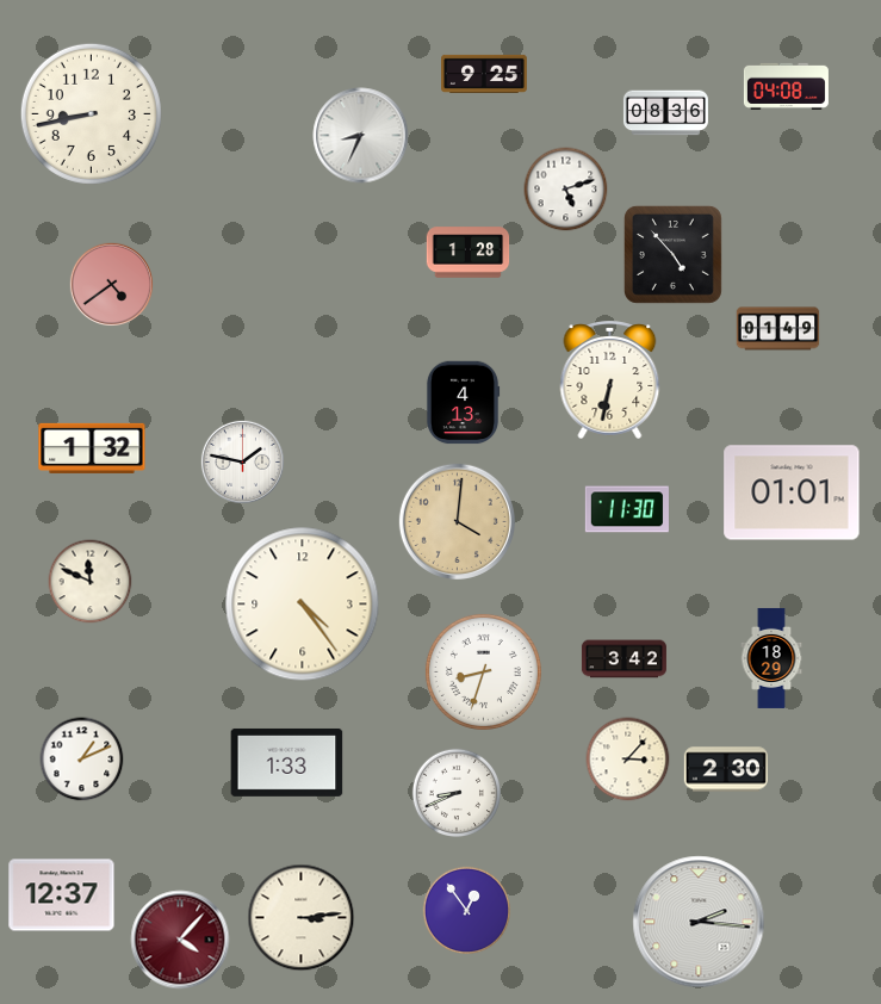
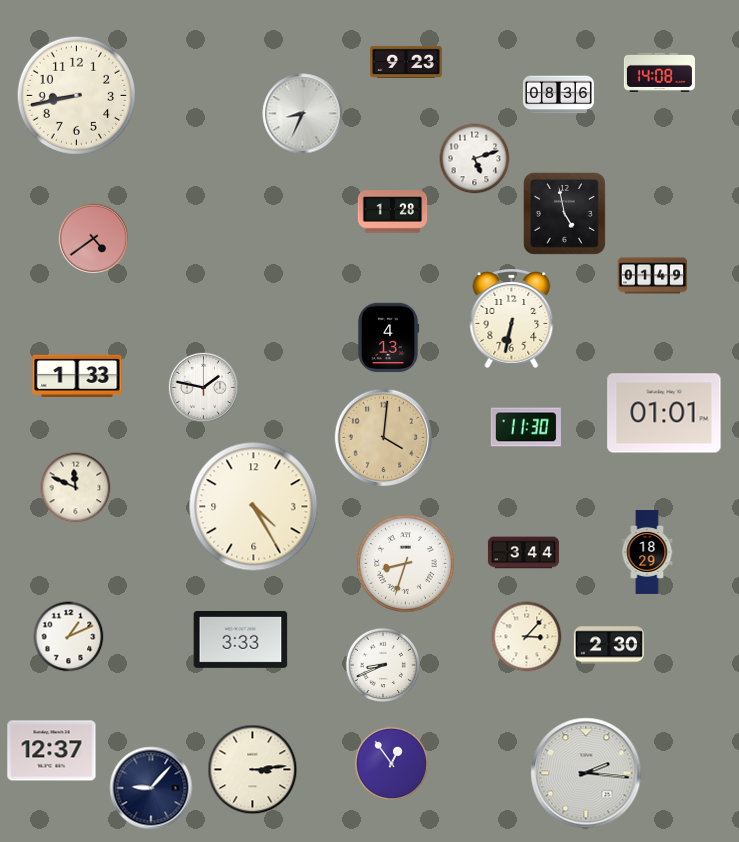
clock at (485, 74): 9:25 -> 9:23
clock at (786, 86): 04:08 -> 14:08
clock at (672, 254): 4:53 -> 4:58
clock at (92, 448): 1:32 -> 1:33
clock at (303, 605): 4:24 -> 4:25
clock at (623, 659): 3:42 -> 3:44
clock at (287, 762): 1:33 -> 3:33
clock at (180, 940): 4:07 -> 9:07
clock at (180, 940) dial: burgundy -> navy
